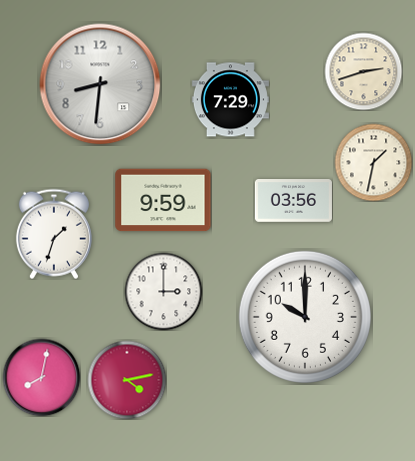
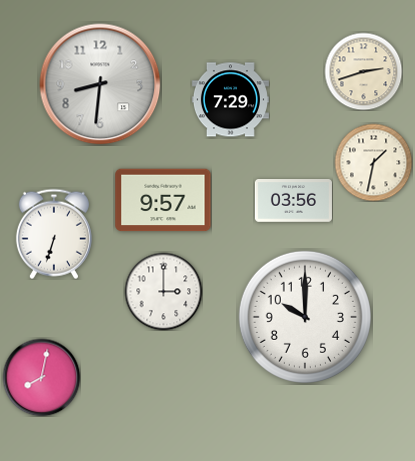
clock at (163, 200): 9:59 -> 9:57
clock at (54, 234): 1:33 -> 6:33
clock at (127, 380): 4:13 -> none
